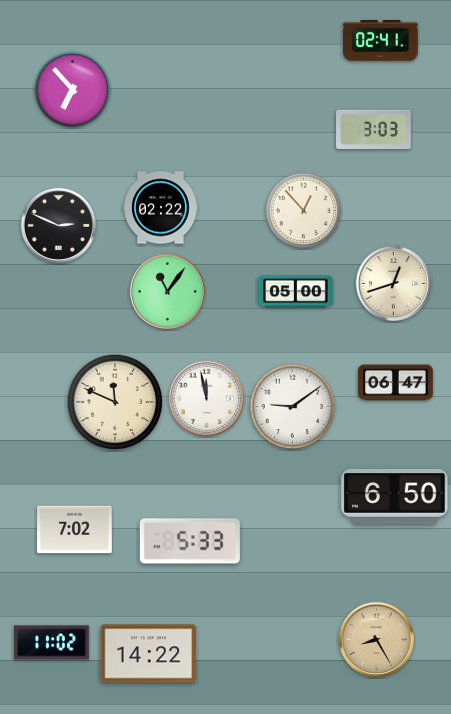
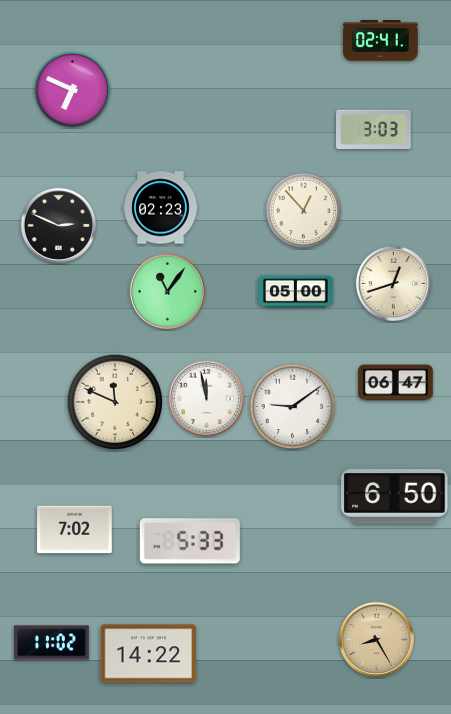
clock at (73, 90): 6:53 -> 6:49
clock at (161, 208): 02:22 -> 02:23
